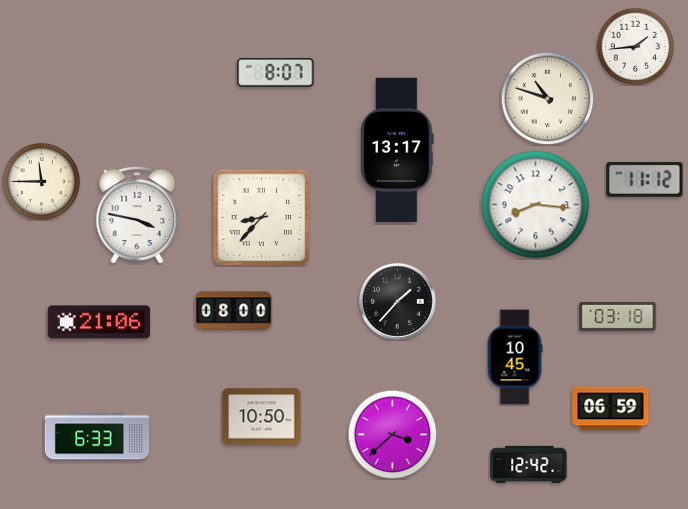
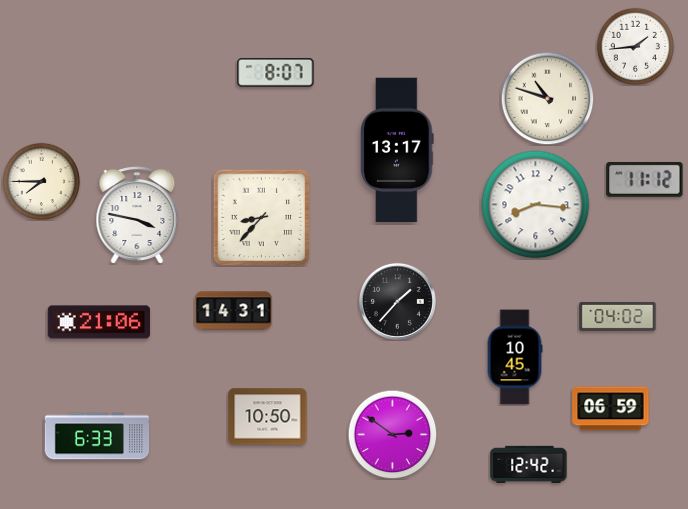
clock at (41, 181): 11:45 -> 7:45
clock at (234, 311): 08:00 -> 14:31
clock at (618, 316): 03:18 -> 04:02
clock at (262, 417) position: (262, 417) -> (268, 417)
clock at (392, 434): 3:38 -> 2:51
